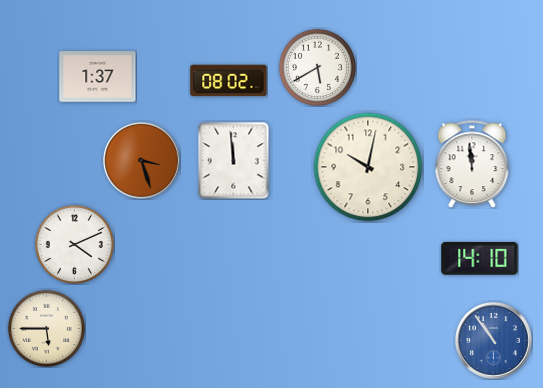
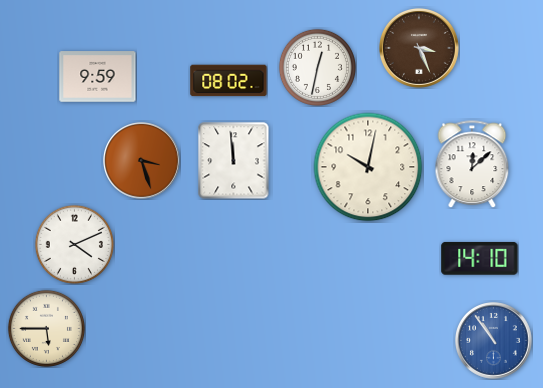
clock at (419, 48): none -> 3:26
clock at (317, 67): 5:40 -> 12:32
clock at (98, 77): 1:37 -> 9:59
clock at (472, 164): 11:59 -> 12:08
